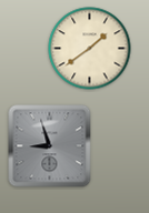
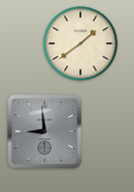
clock at (50, 146): 8:57 -> 8:59
